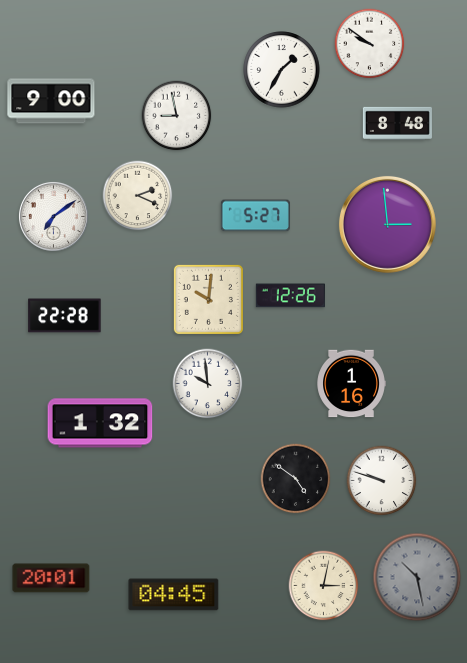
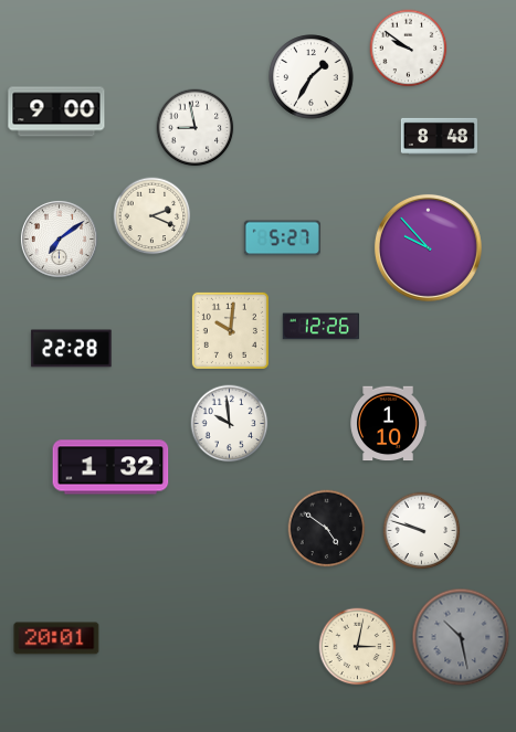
clock at (387, 224): 2:59 -> 9:53
clock at (351, 384): 1:16 -> 1:10
clock at (174, 595): 04:45 -> none
